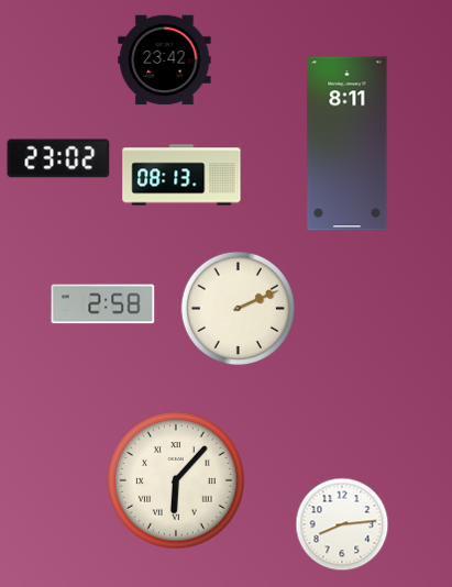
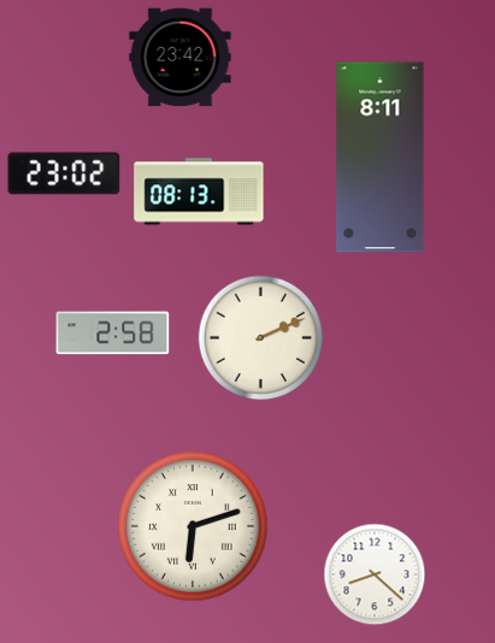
clock at (165, 60) position: (165, 60) -> (181, 58)
clock at (176, 480): 6:07 -> 6:12
clock at (342, 524): 8:14 -> 8:22
